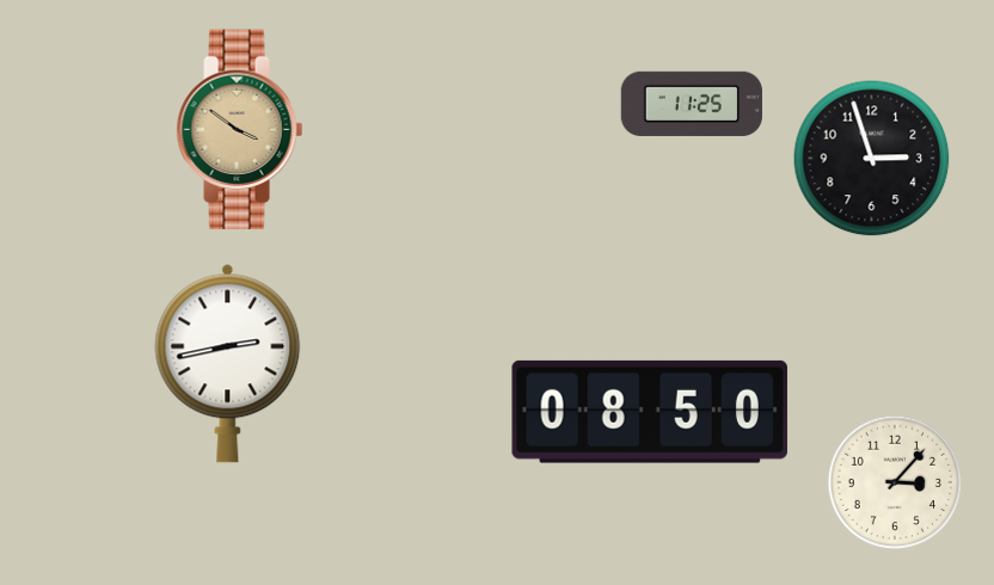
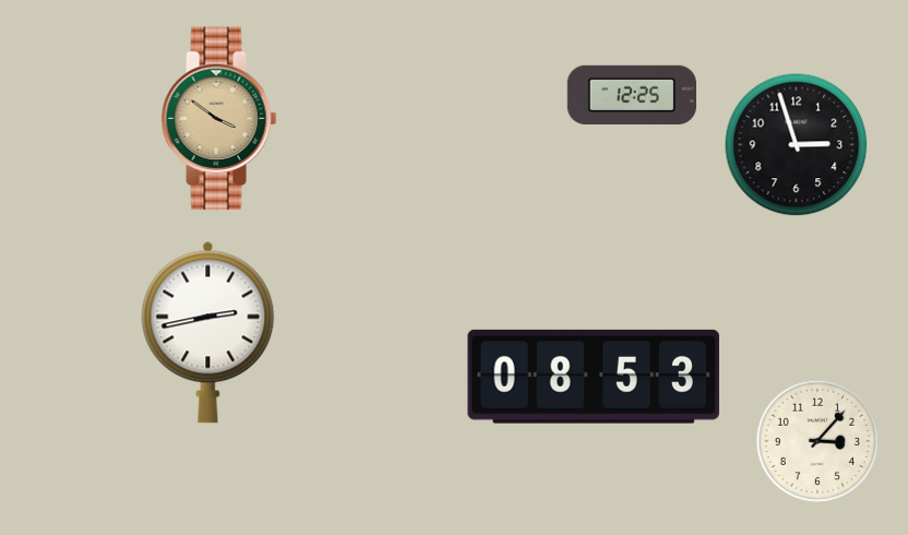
clock at (691, 104): 11:25 -> 12:25
clock at (650, 412): 08:50 -> 08:53
